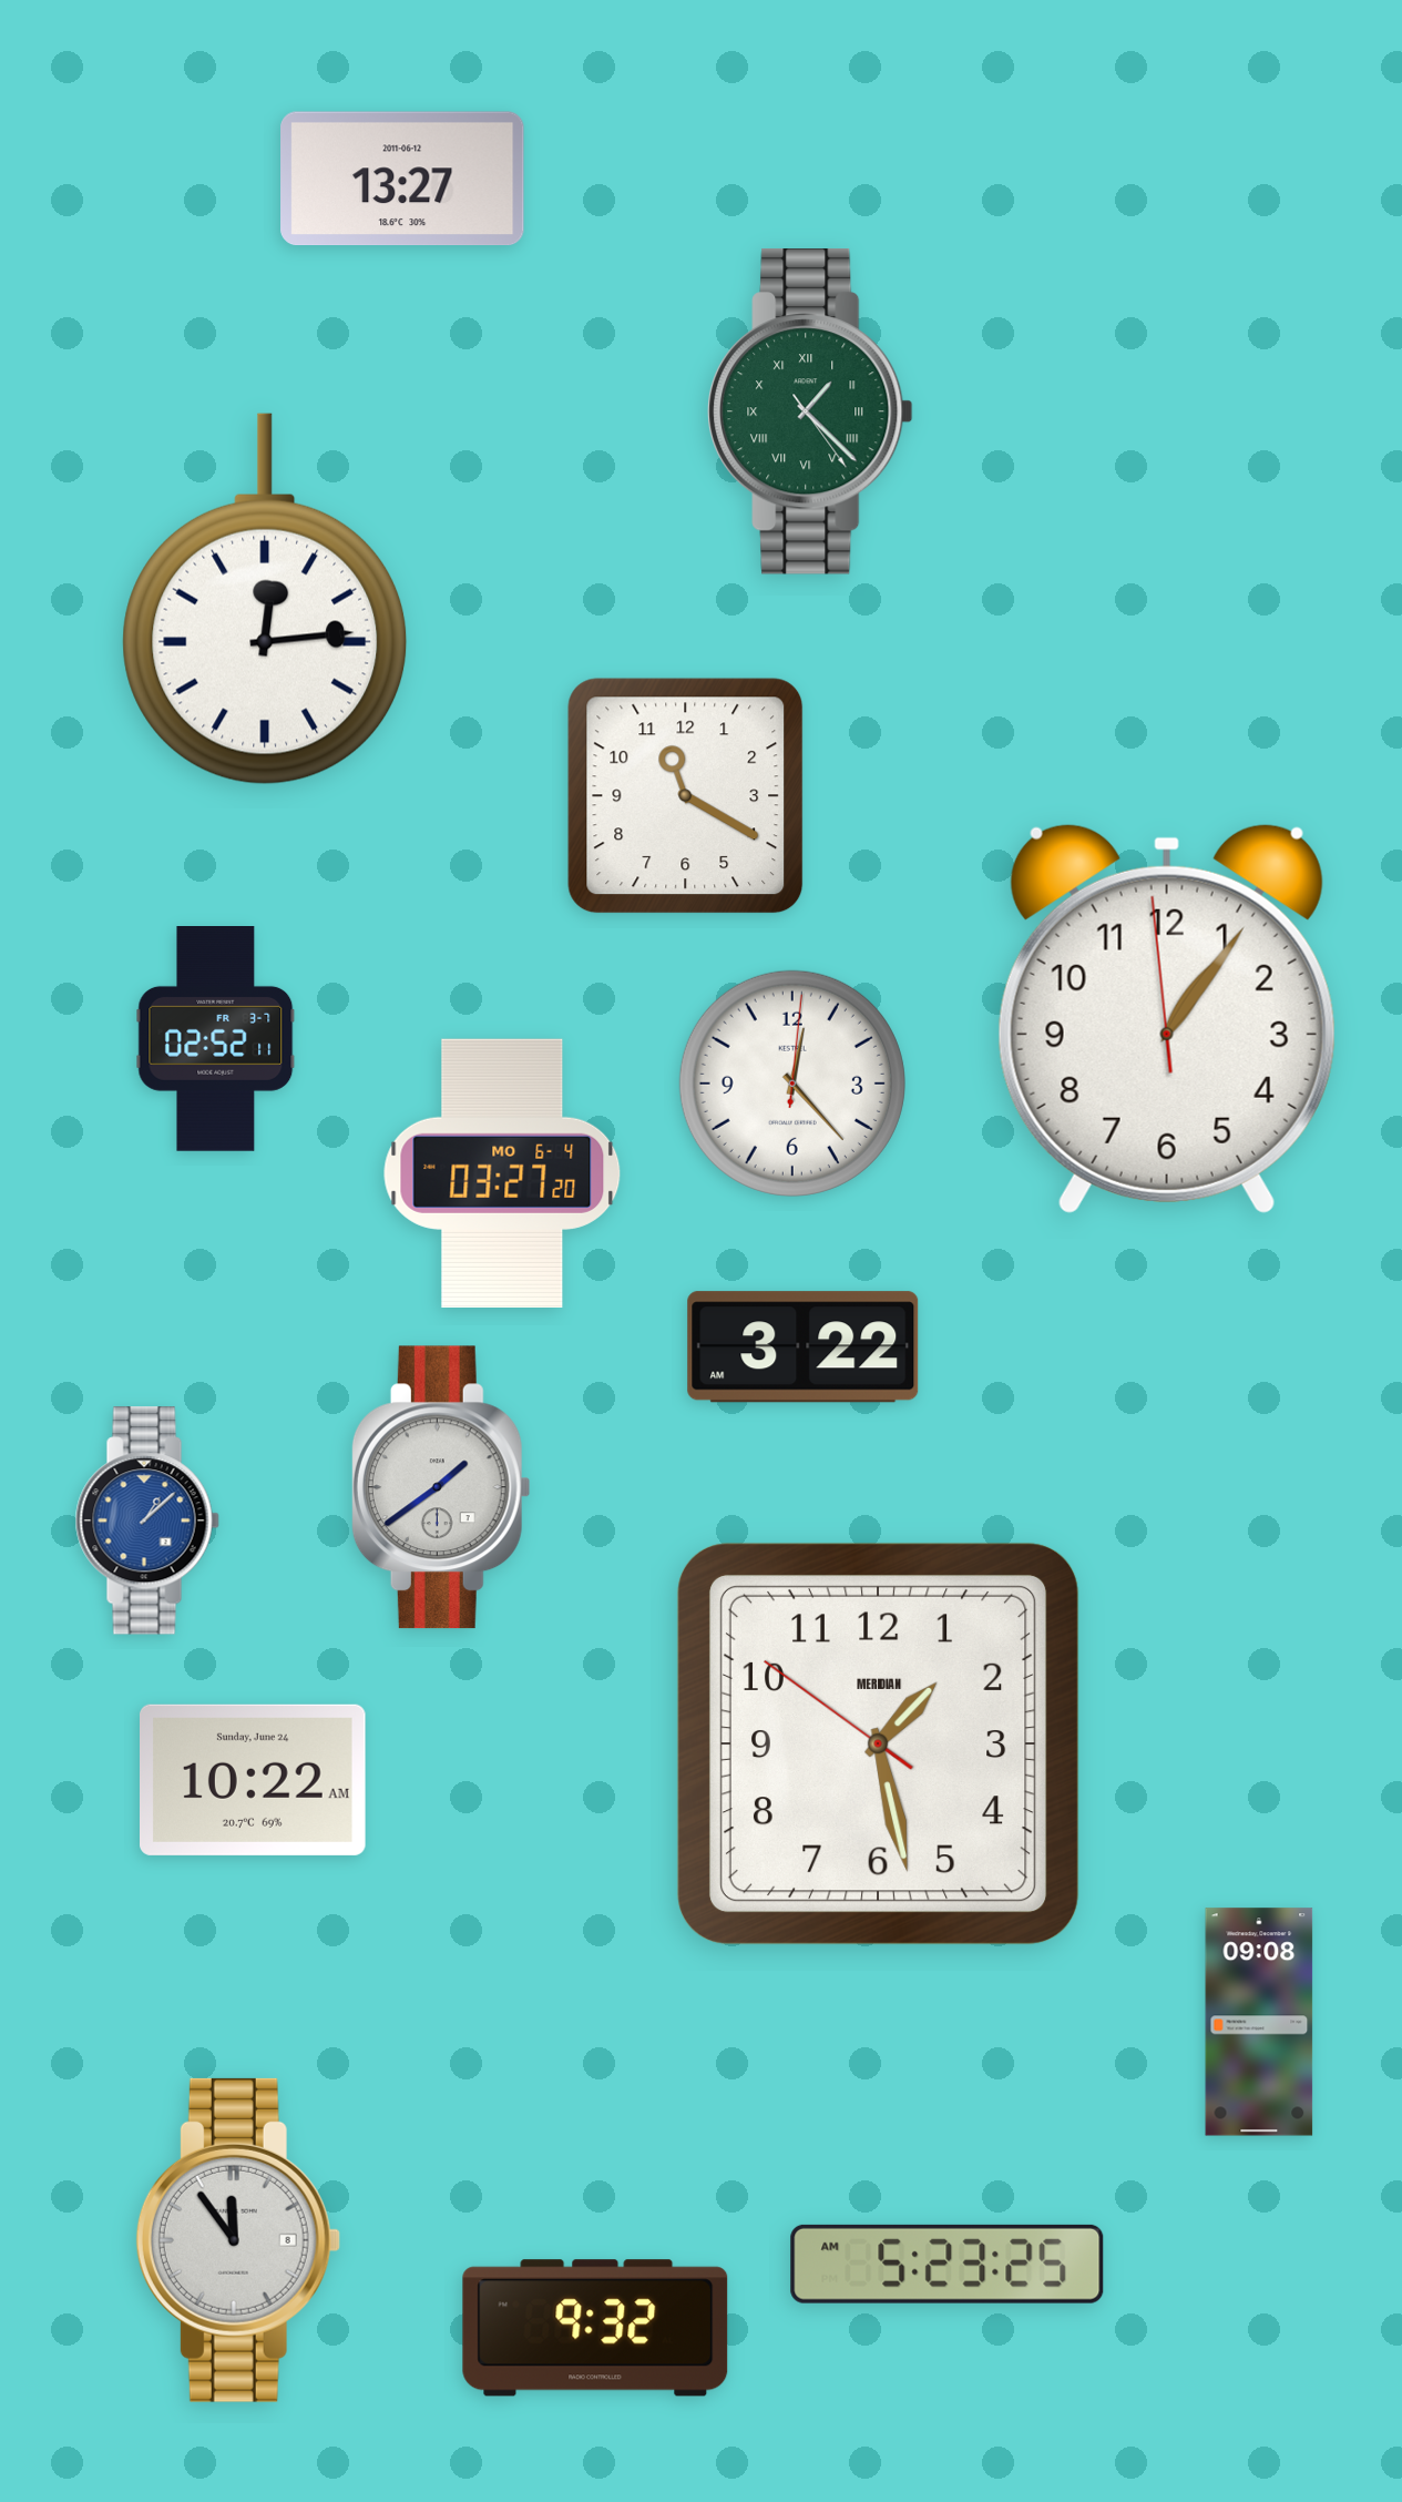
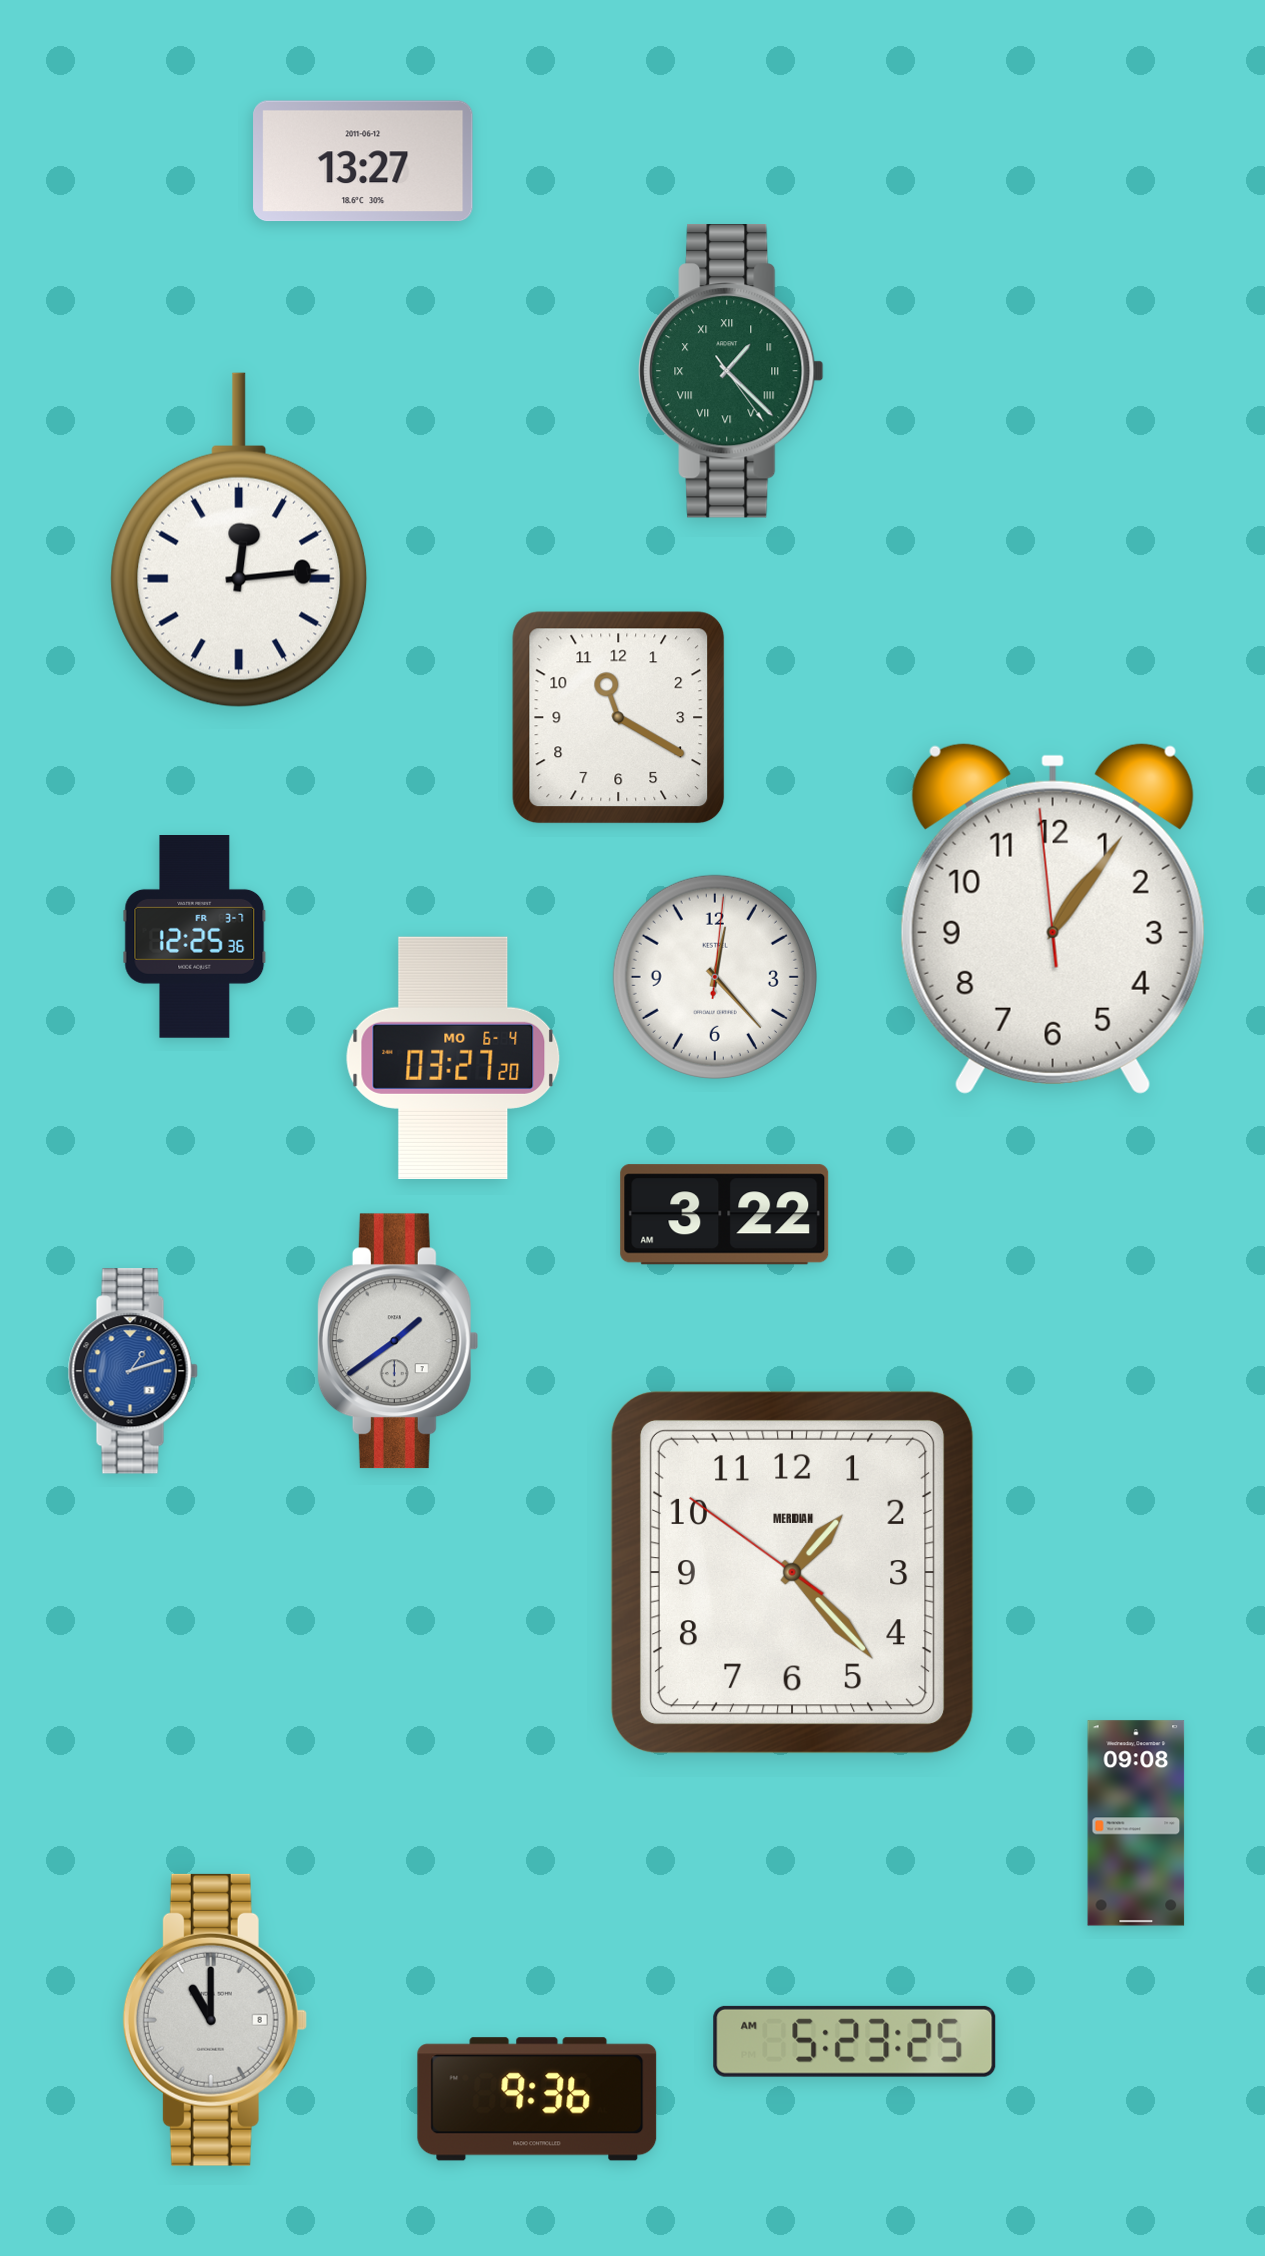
clock at (216, 1039): 02:52 -> 12:25
clock at (147, 1520): 1:08 -> 1:12
clock at (878, 1743): 1:27 -> 1:22
clock at (254, 1780): 10:22 -> none
clock at (238, 2240): 11:54 -> 11:00
clock at (595, 2328): 9:32 -> 9:36
